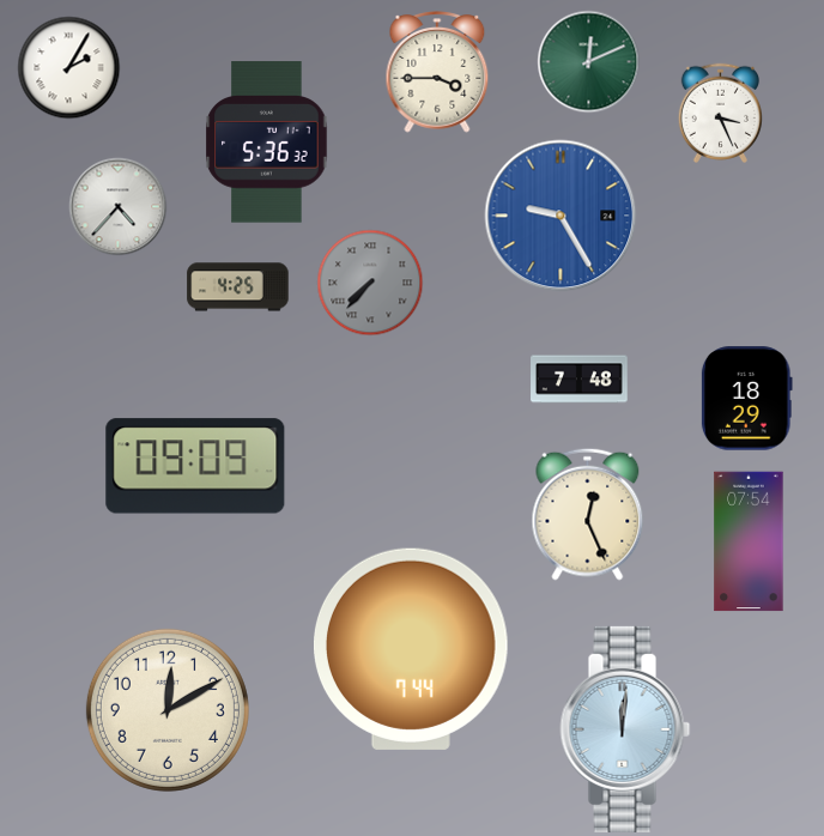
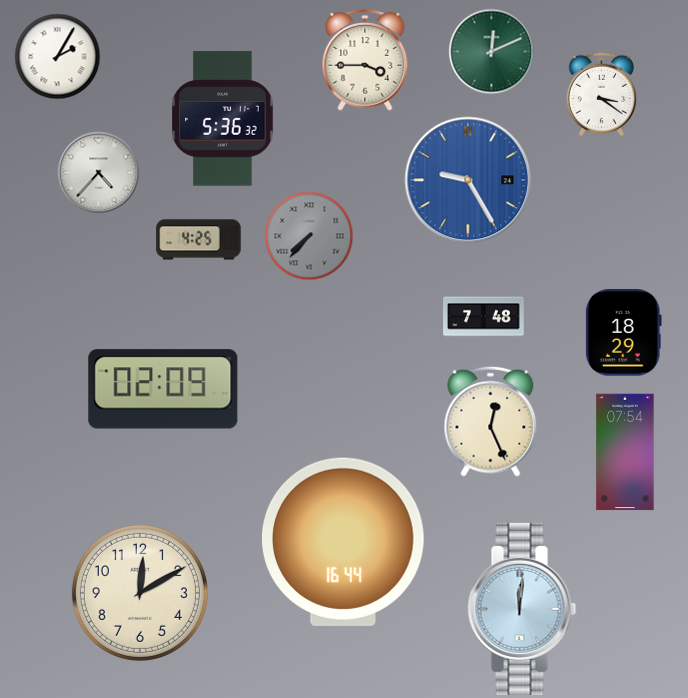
clock at (720, 113): 3:26 -> 3:21
clock at (195, 466): 09:09 -> 02:09
clock at (588, 514) position: (588, 514) -> (491, 421)
clock at (411, 649): 7:44 -> 16:44
